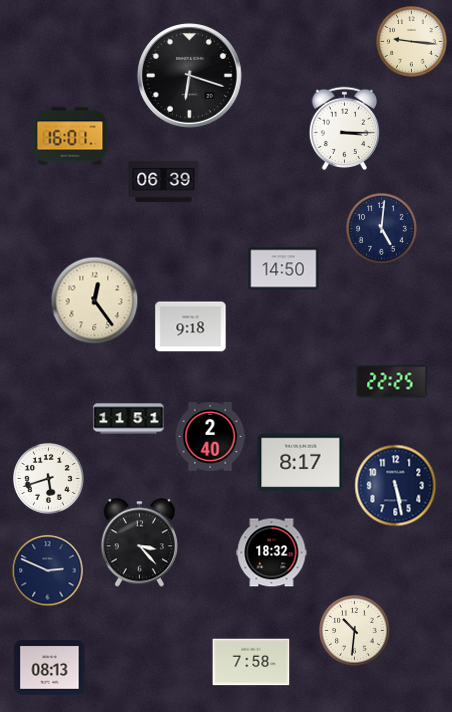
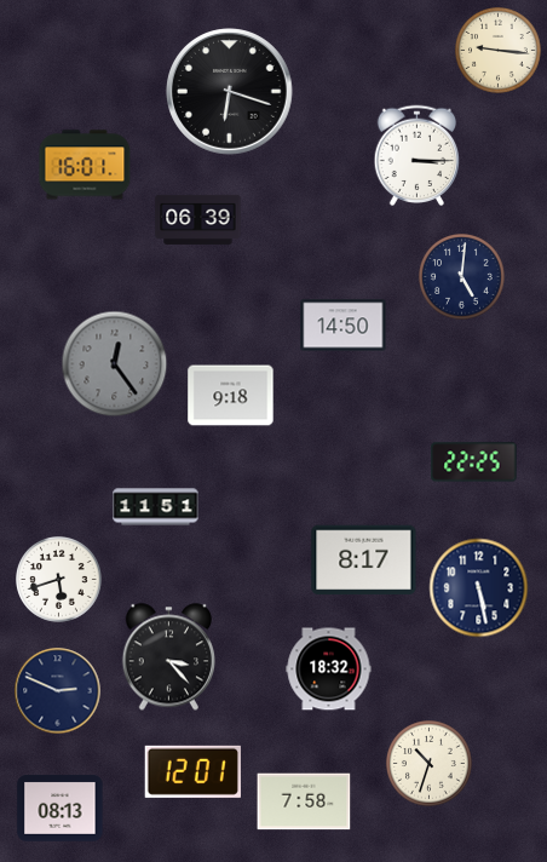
clock at (95, 301) dial: cream -> grey
clock at (210, 437): 2:40 -> none
clock at (355, 631): 10:31 -> 10:33
clock at (192, 771): none -> 12:01
